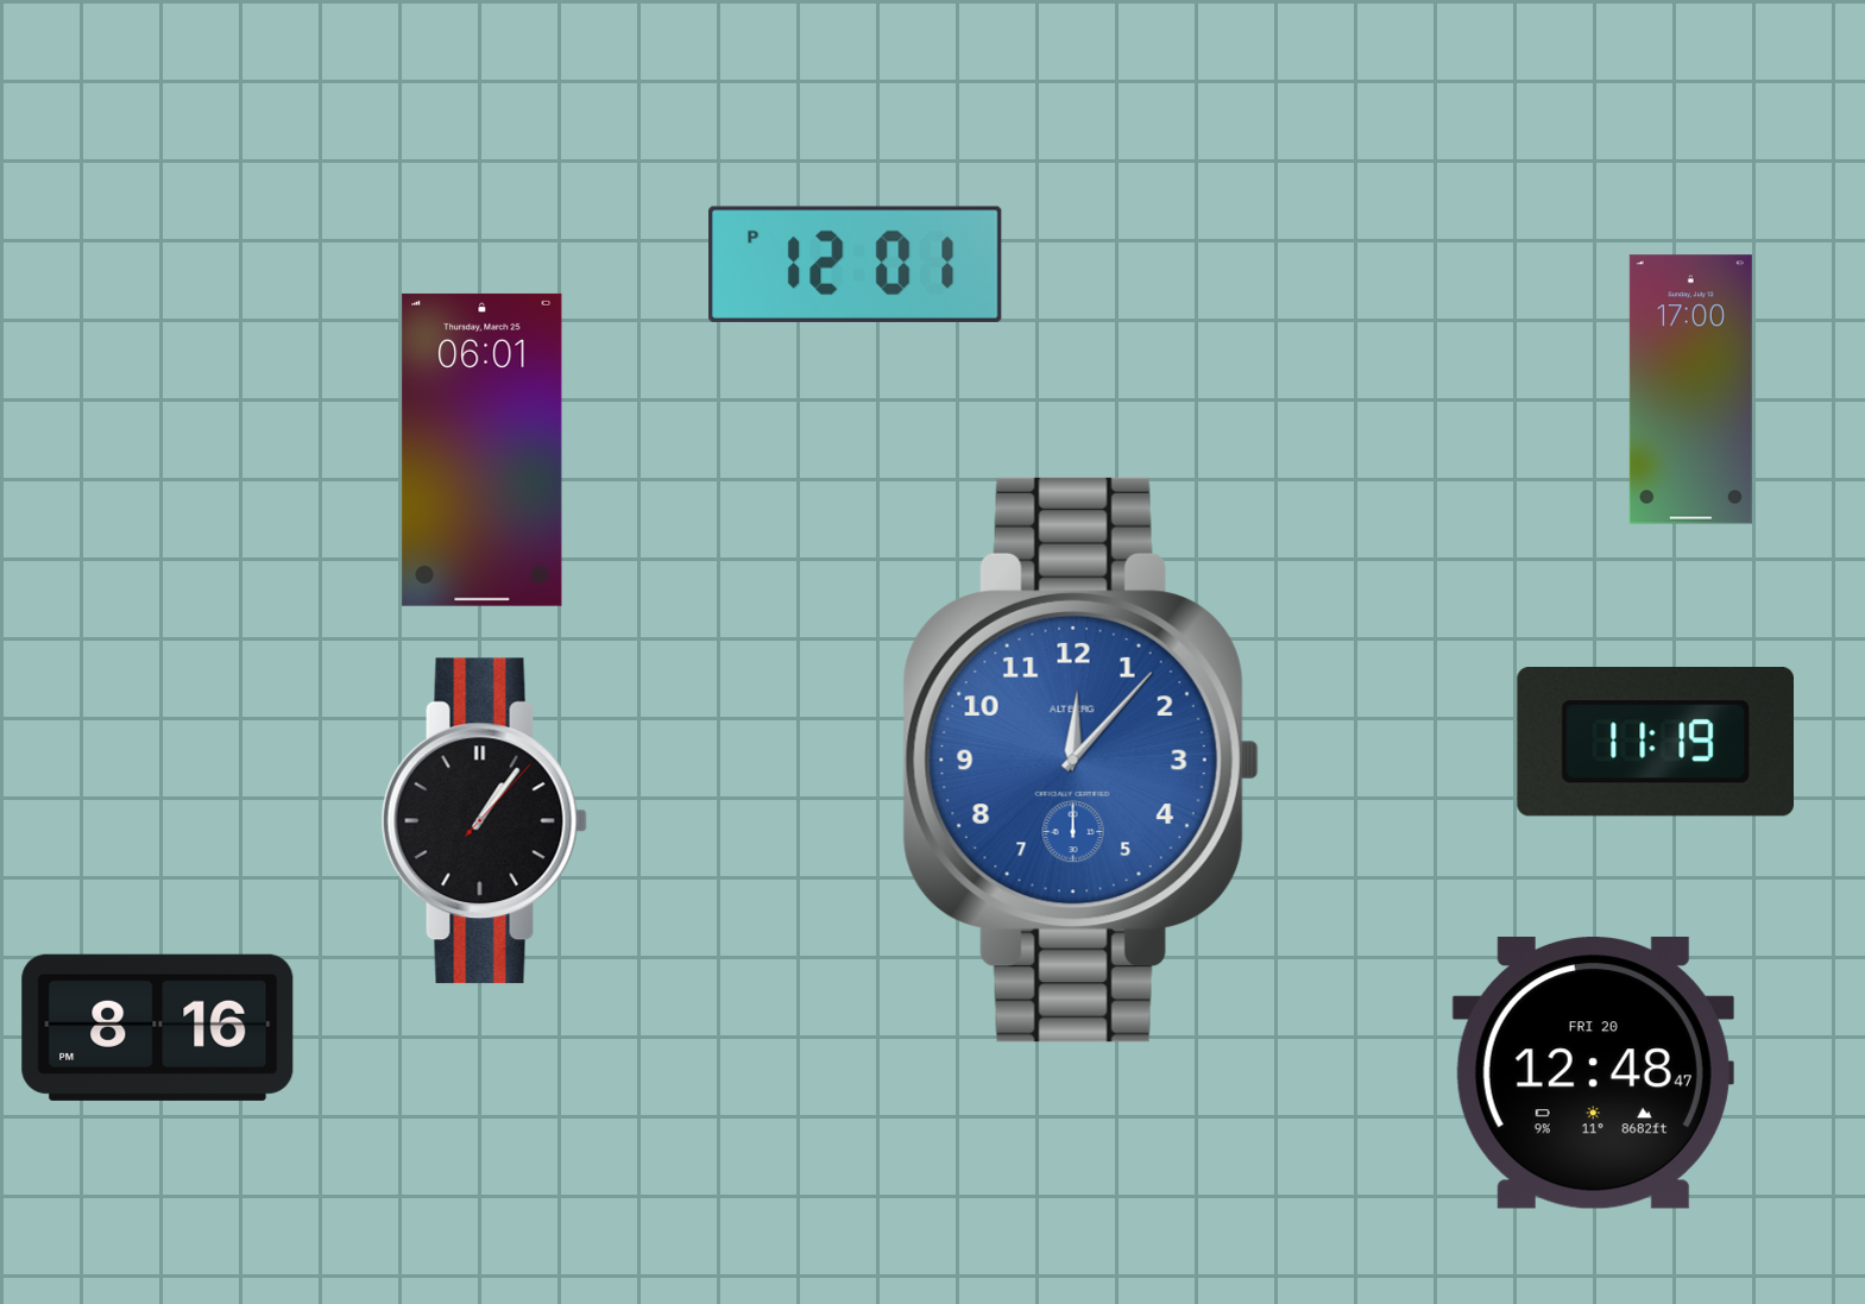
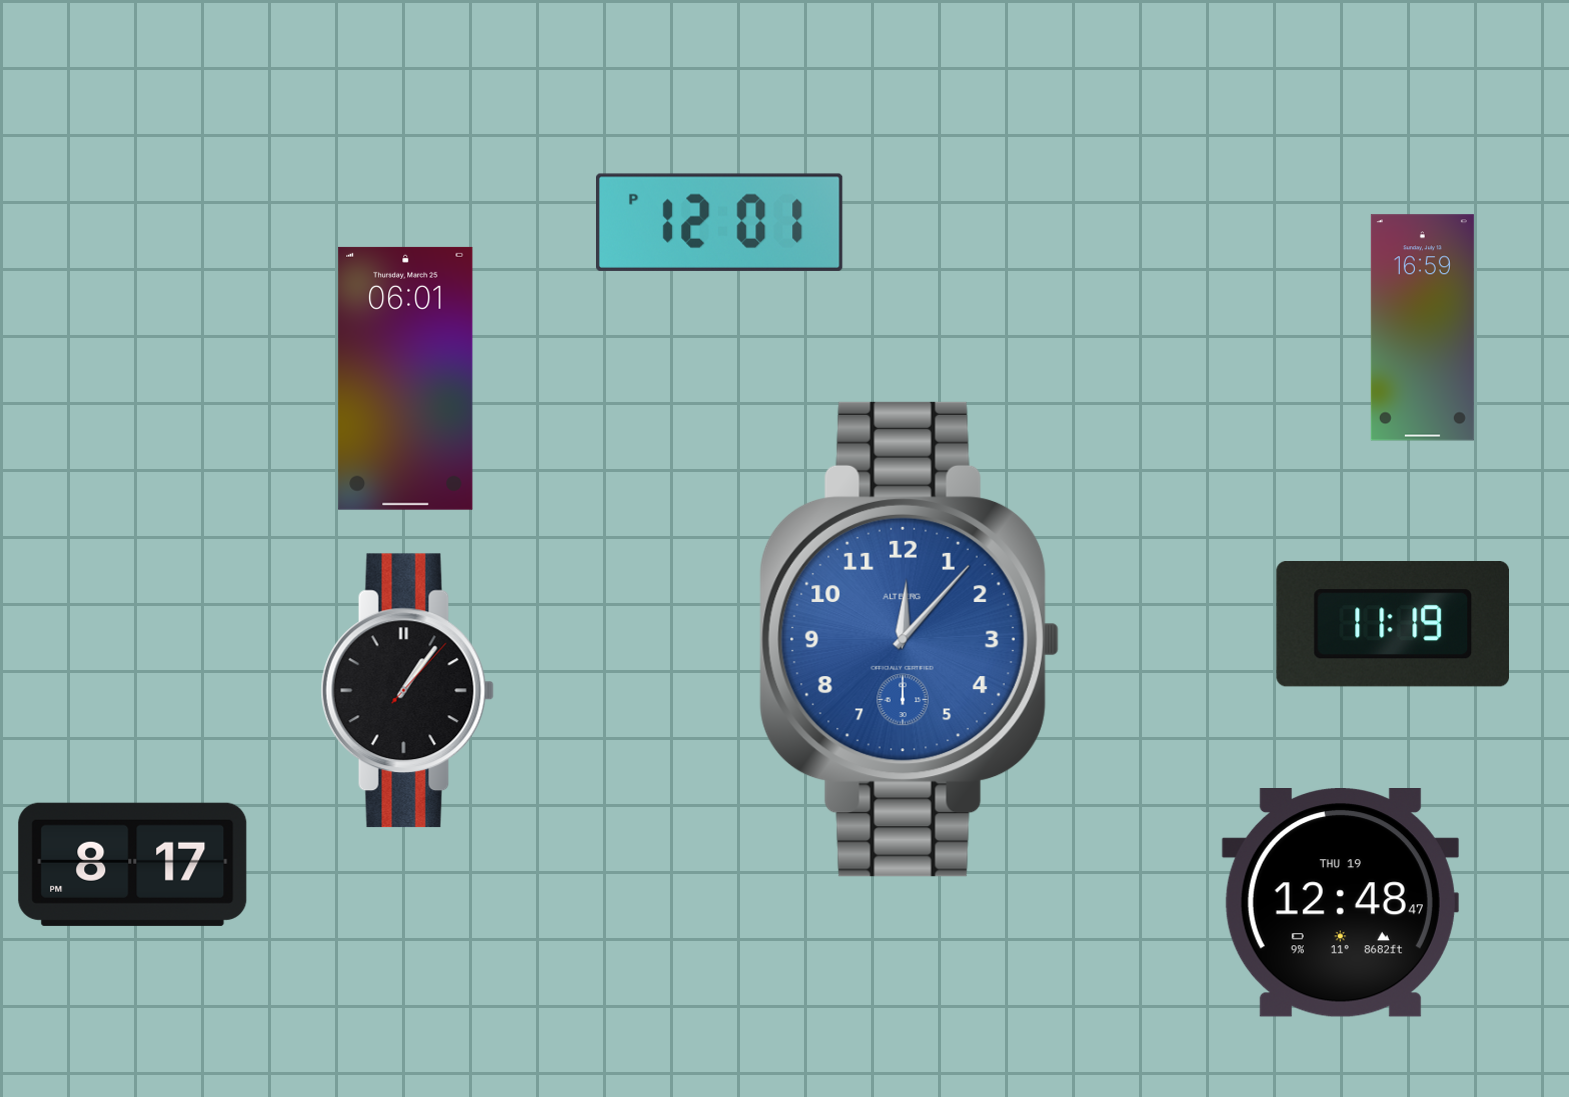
clock at (1690, 390): 17:00 -> 16:59
clock at (158, 1027): 8:16 -> 8:17
clock at (1593, 1073) date: FRI 20 -> THU 19
